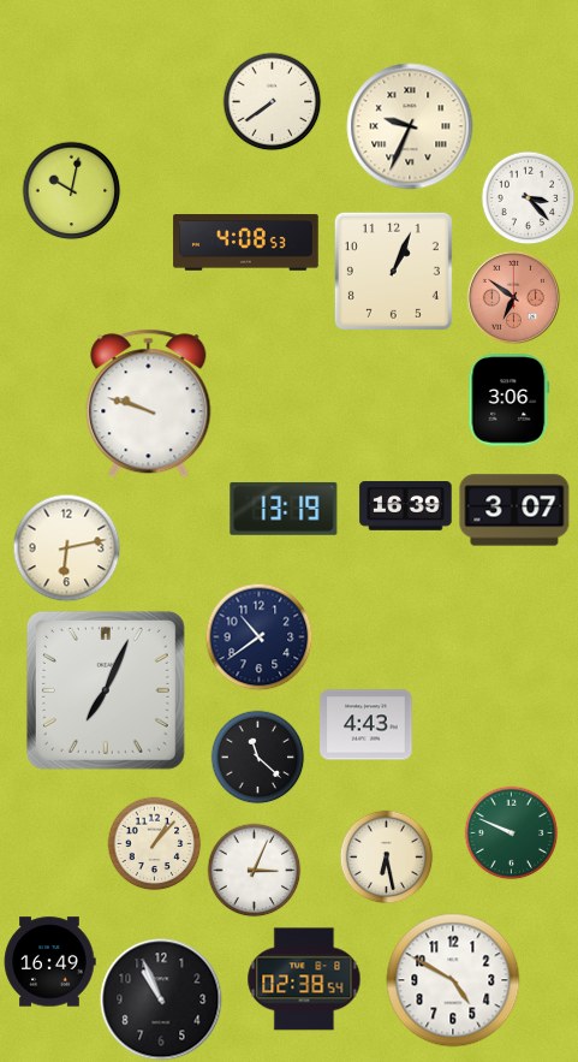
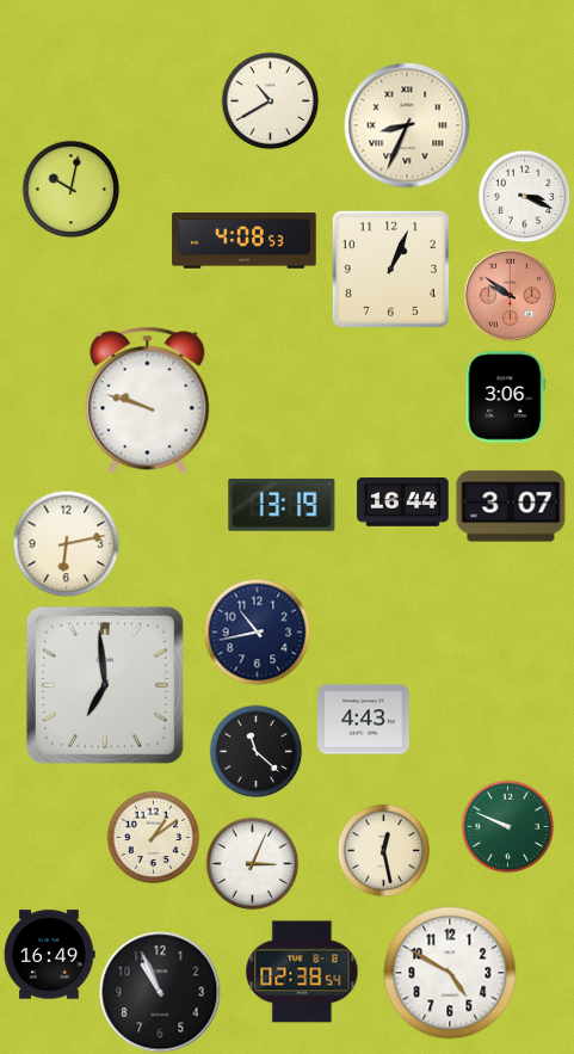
clock at (272, 101): 7:39 -> 10:40
clock at (410, 126): 9:34 -> 8:34
clock at (528, 197): 3:23 -> 3:19
clock at (513, 297): 6:51 -> 9:51
clock at (406, 506): 16:39 -> 16:44
clock at (258, 636): 10:39 -> 10:43
clock at (106, 690): 7:04 -> 6:59
clock at (154, 843): 1:07 -> 1:09
clock at (386, 856): 6:28 -> 12:28
